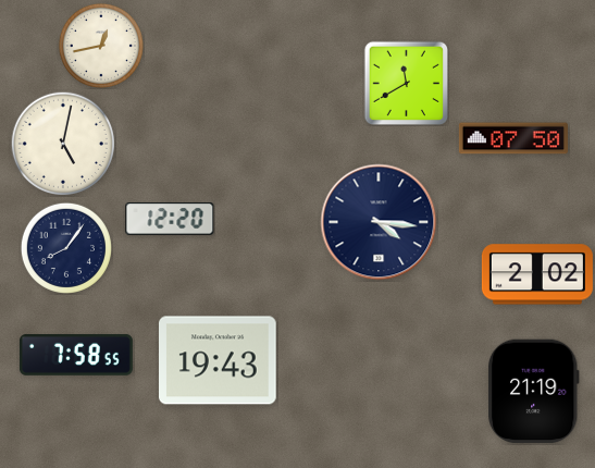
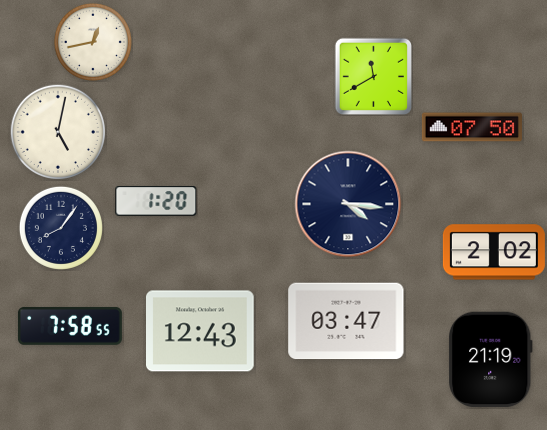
clock at (170, 219): 12:20 -> 1:20
clock at (346, 321): none -> 03:47
clock at (218, 360): 19:43 -> 12:43
